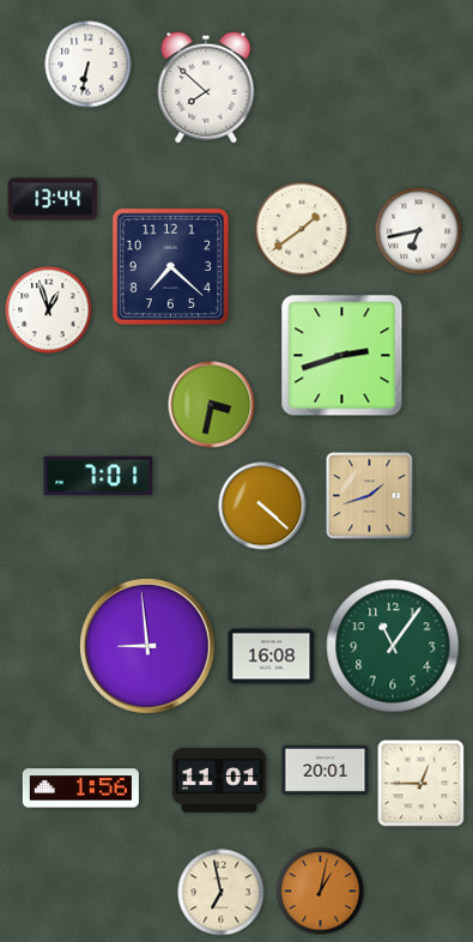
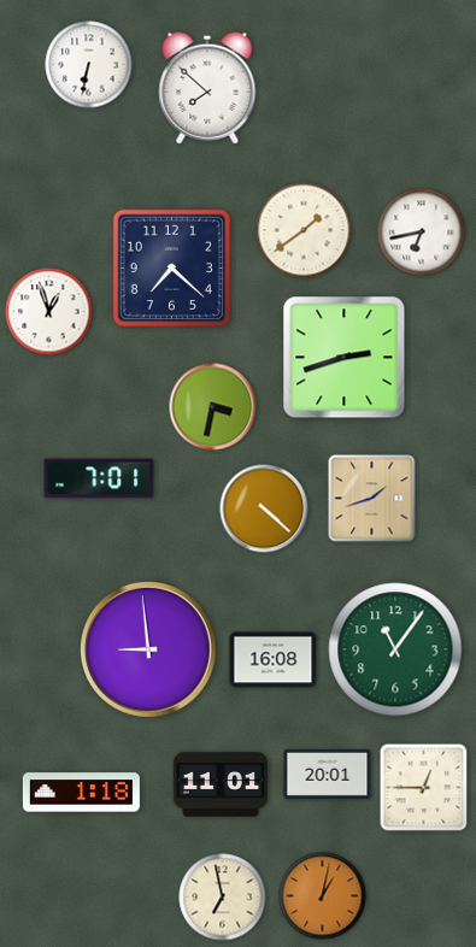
clock at (53, 199): 13:44 -> none
clock at (80, 789): 1:56 -> 1:18
